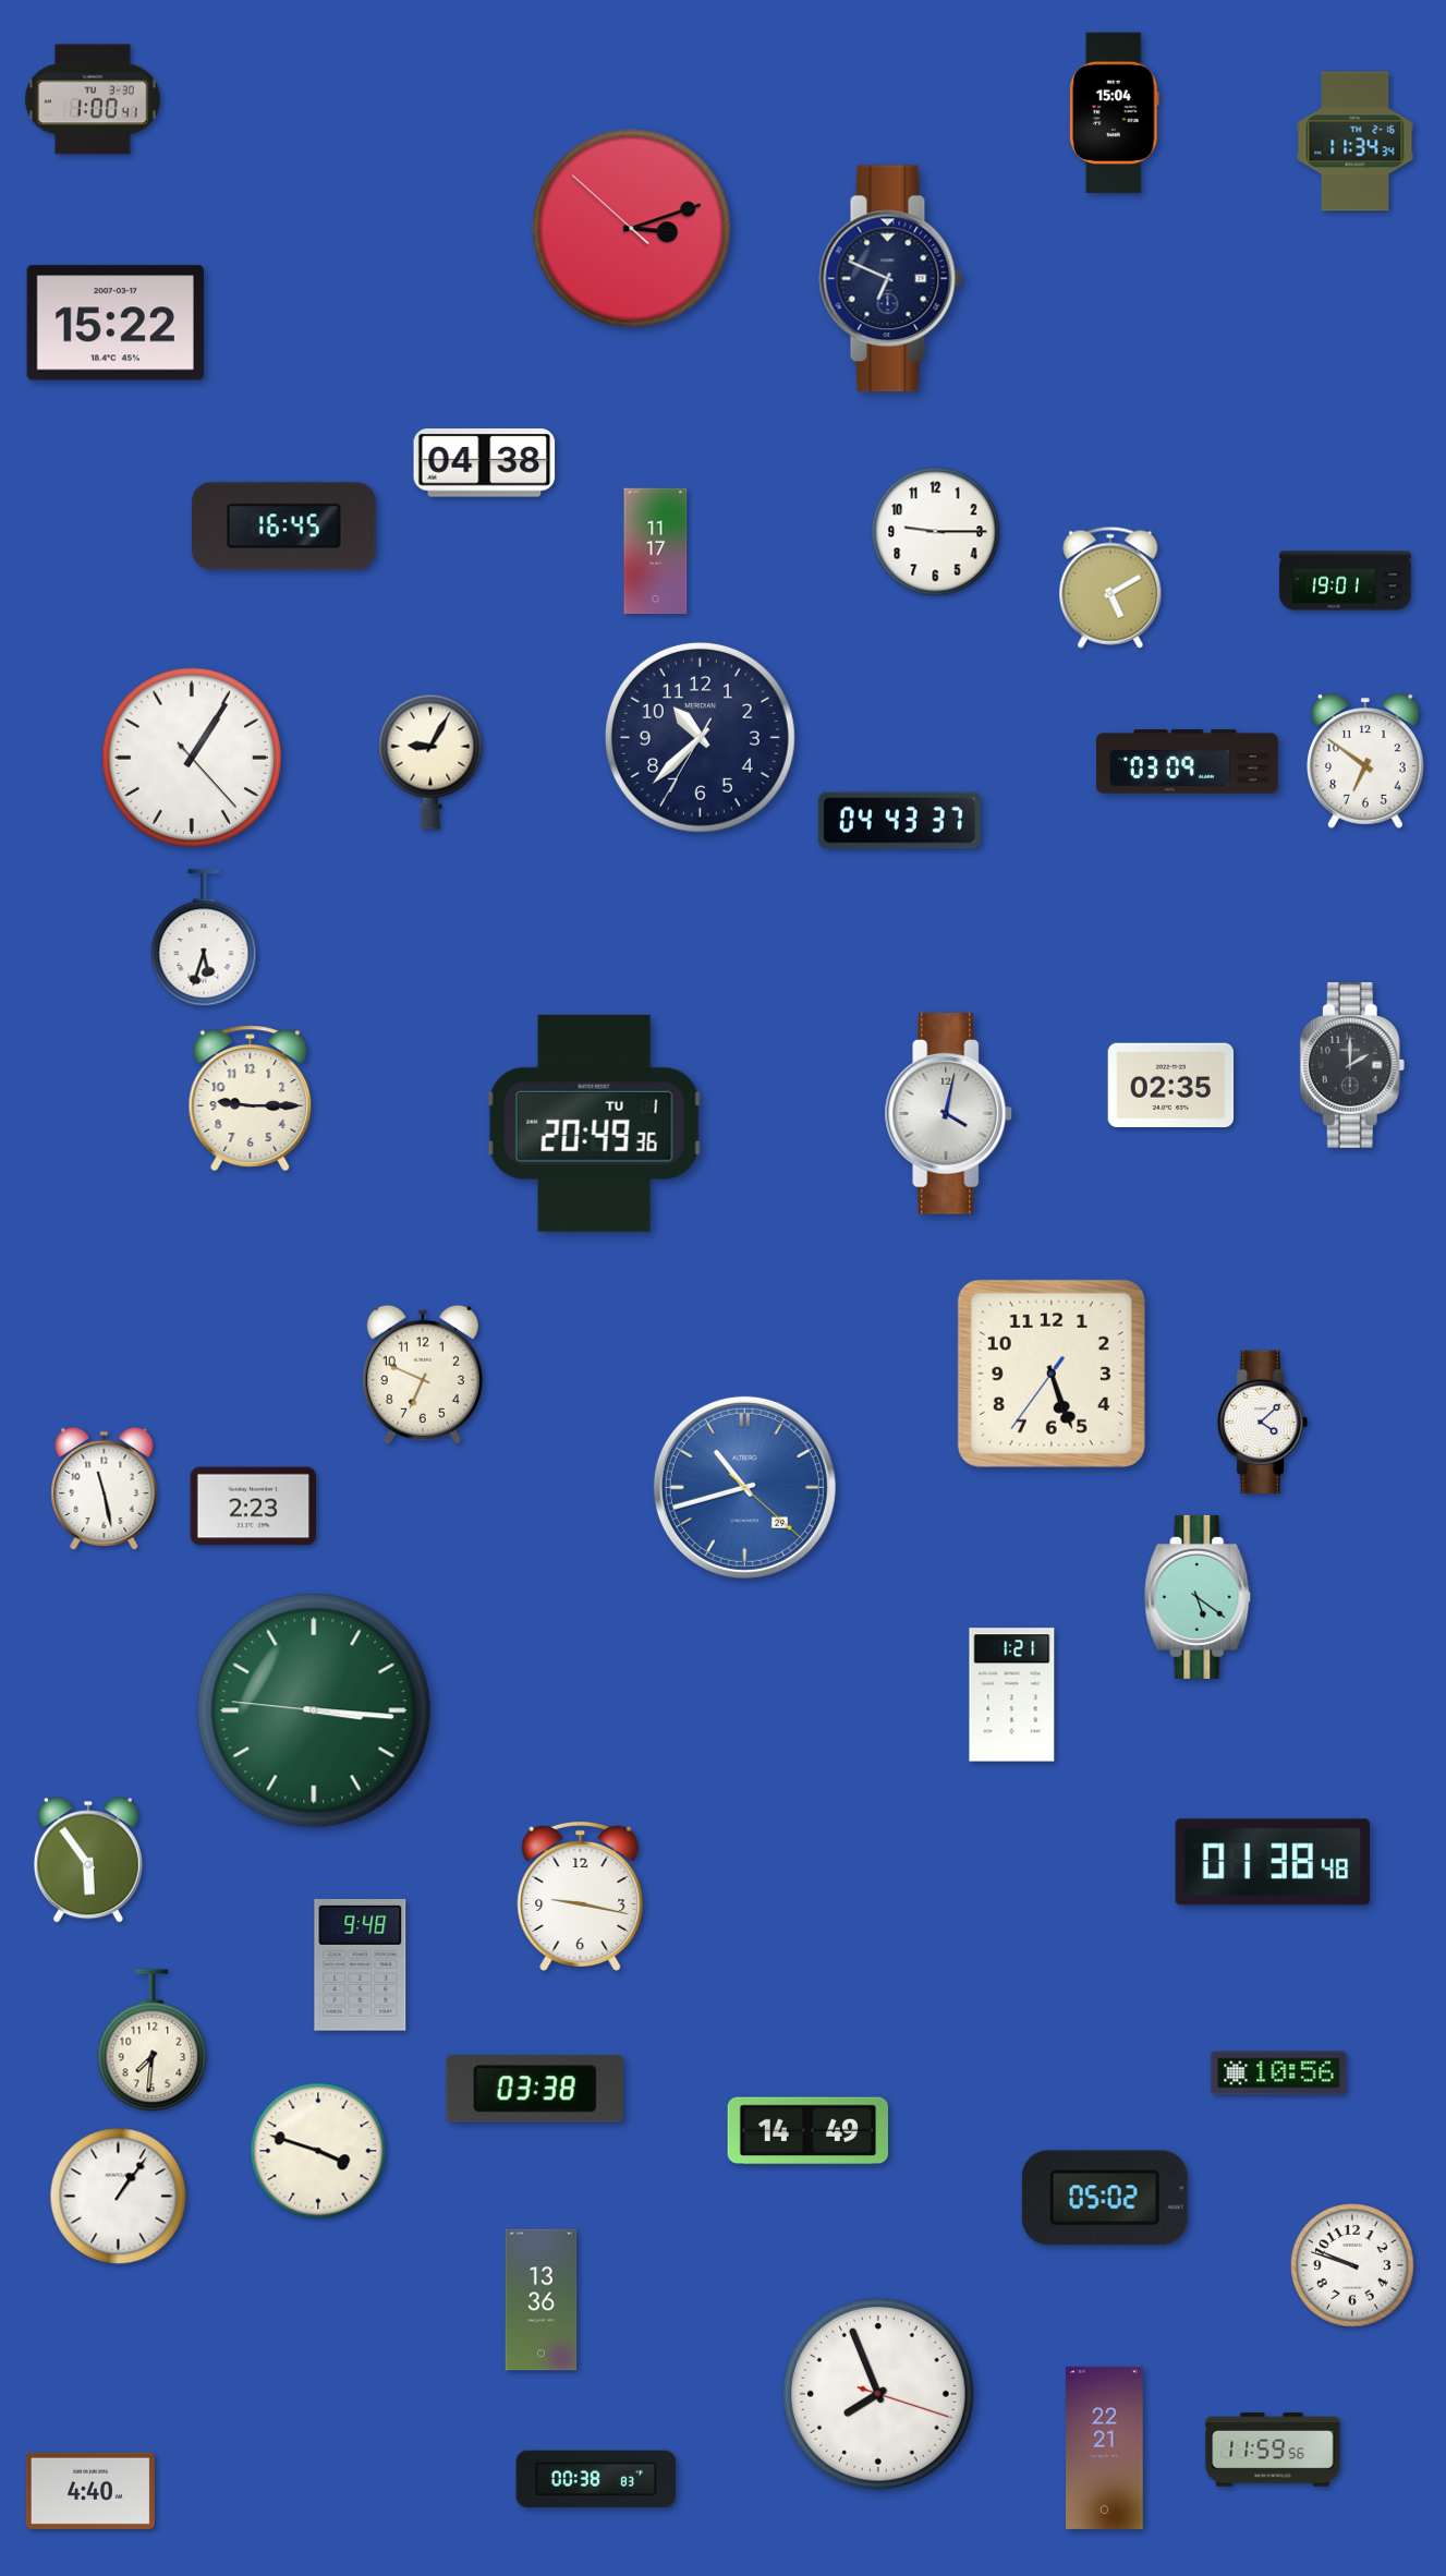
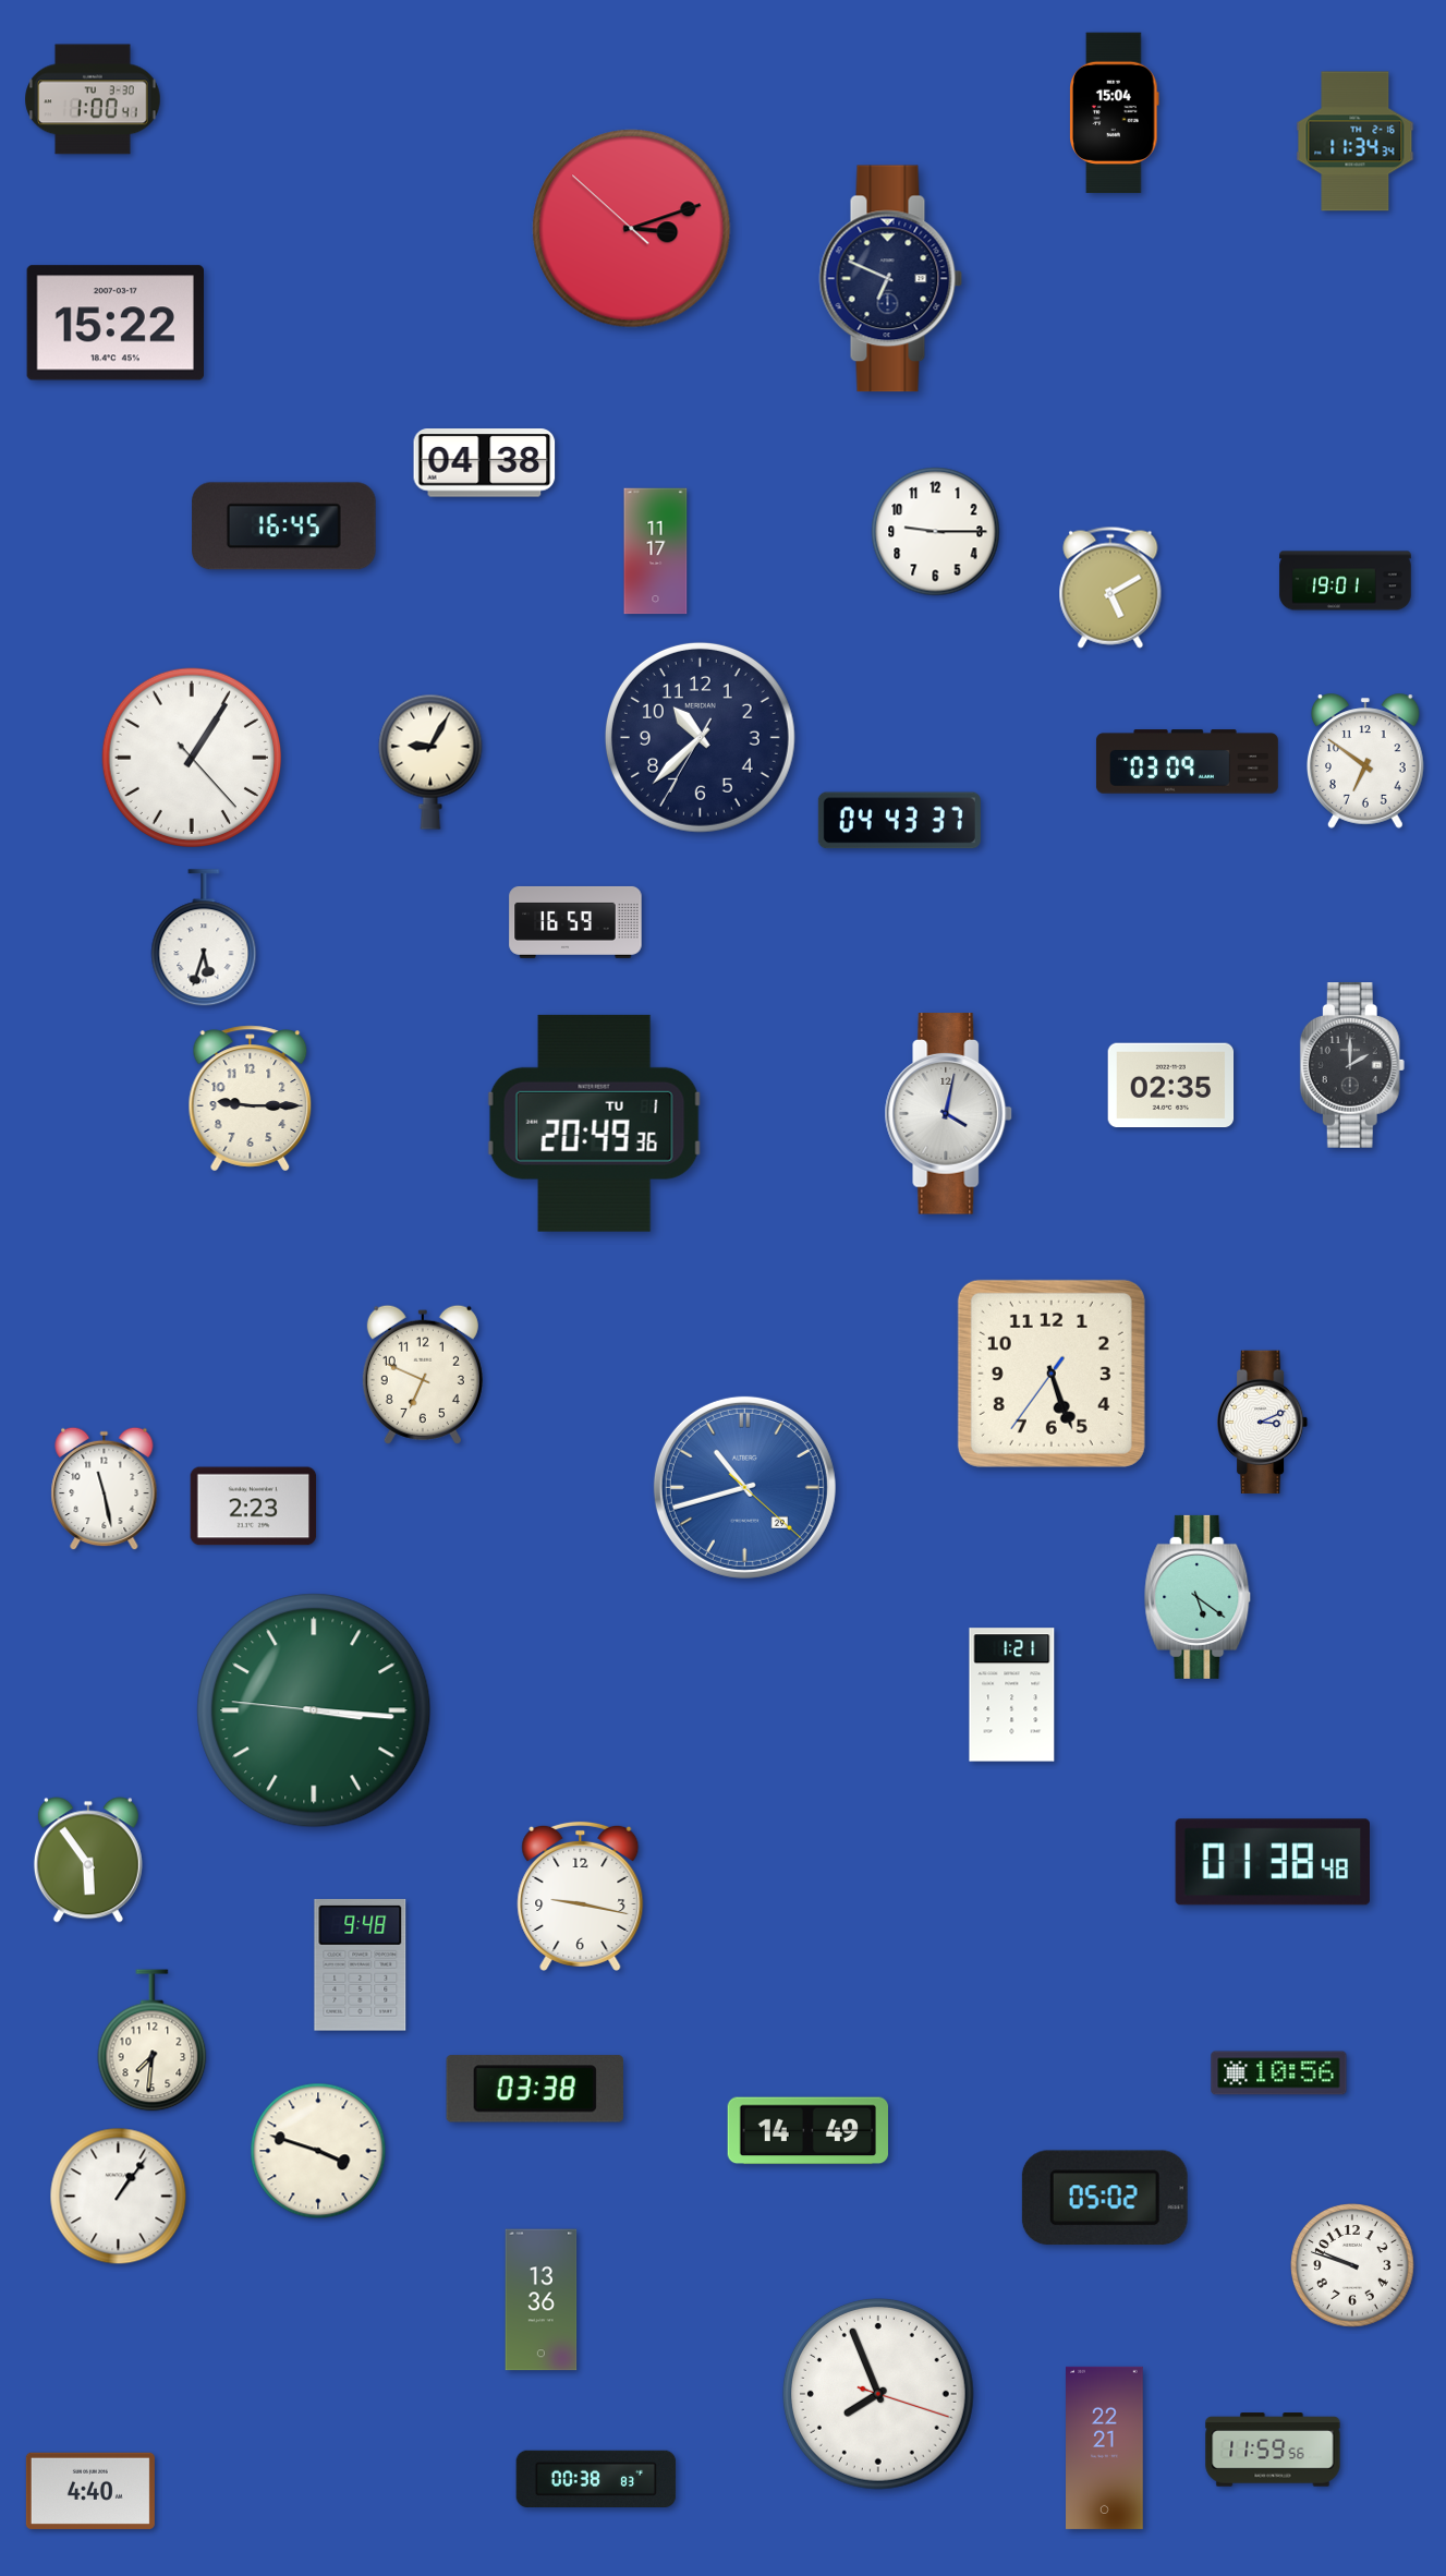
clock at (575, 922): none -> 16:59
clock at (1263, 1423): 4:08 -> 3:11
